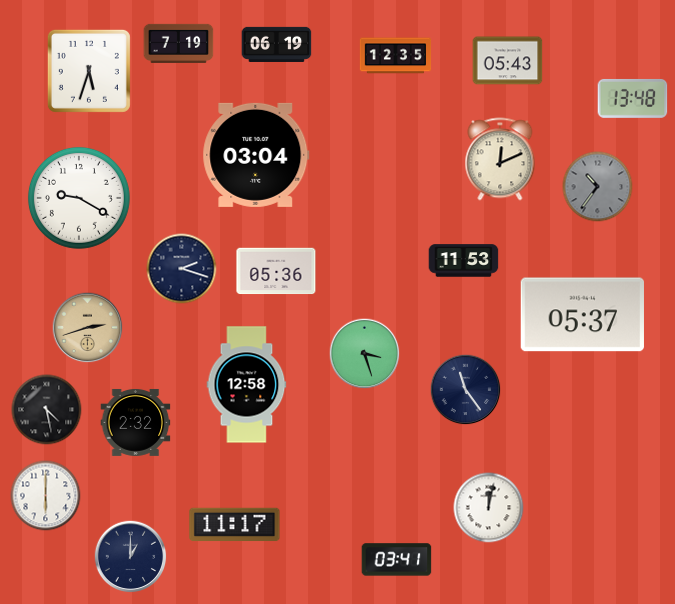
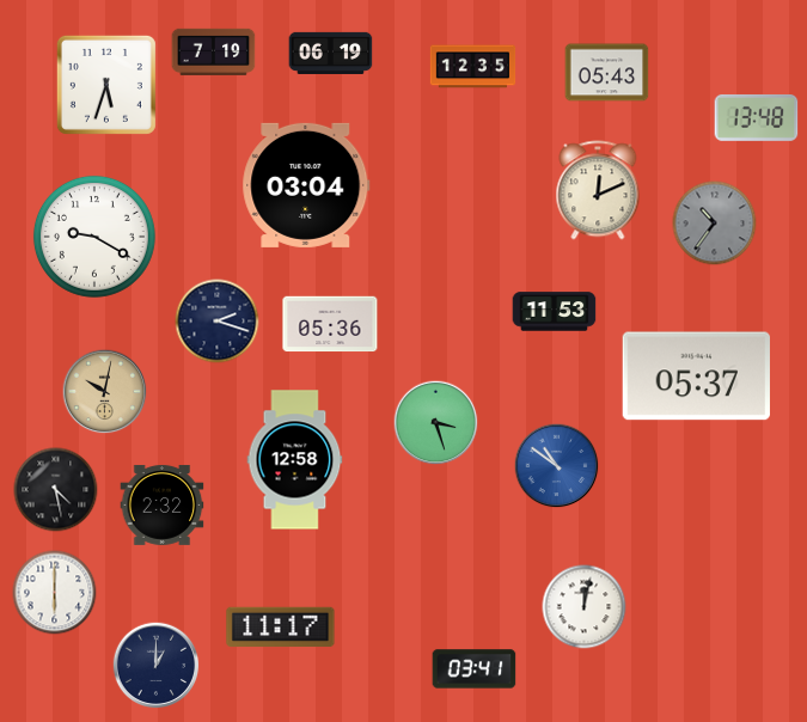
clock at (88, 328): 2:42 -> 10:02
clock at (466, 390): 11:24 -> 10:51
clock at (466, 390) dial: navy -> blue
